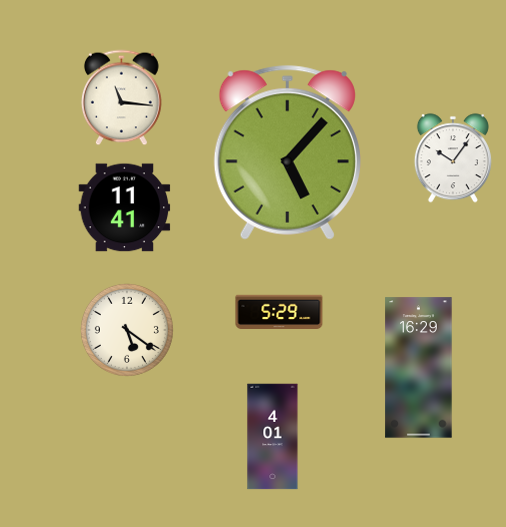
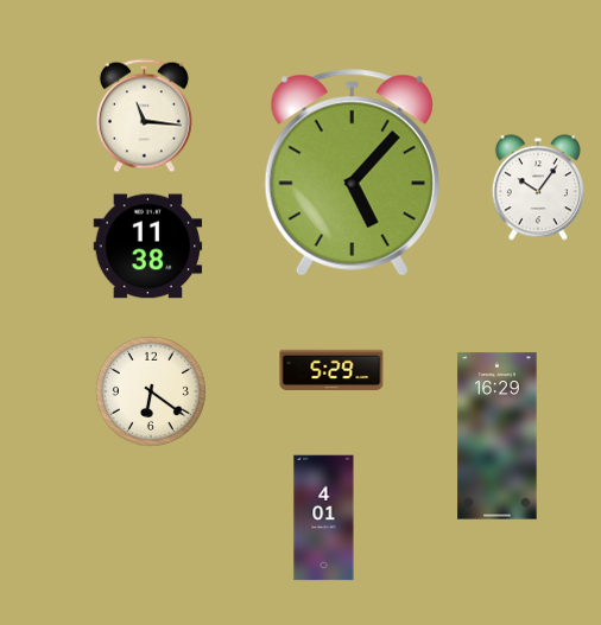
clock at (287, 153) position: (287, 153) -> (352, 173)
clock at (125, 208): 11:41 -> 11:38
clock at (127, 330): 5:21 -> 6:21
